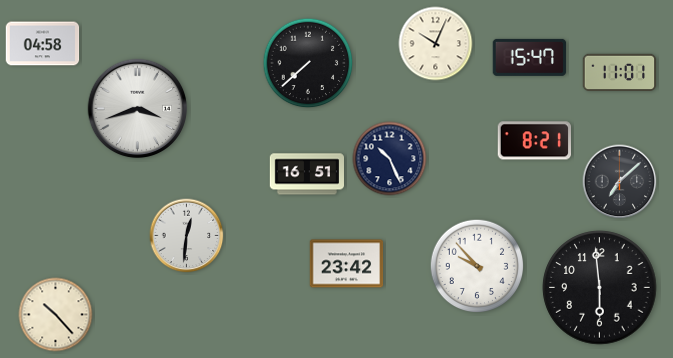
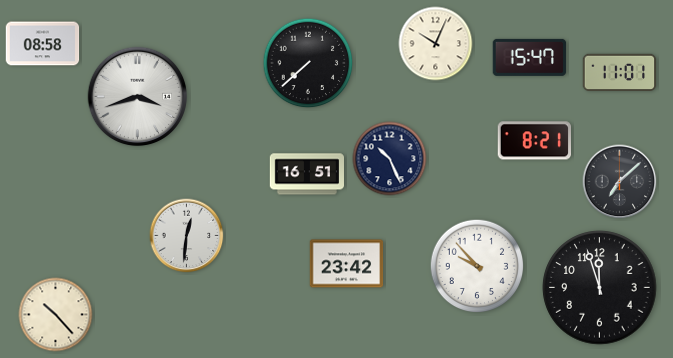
clock at (43, 44): 04:58 -> 08:58
clock at (138, 109) position: (138, 109) -> (138, 97)
clock at (600, 288): 5:59 -> 11:57
